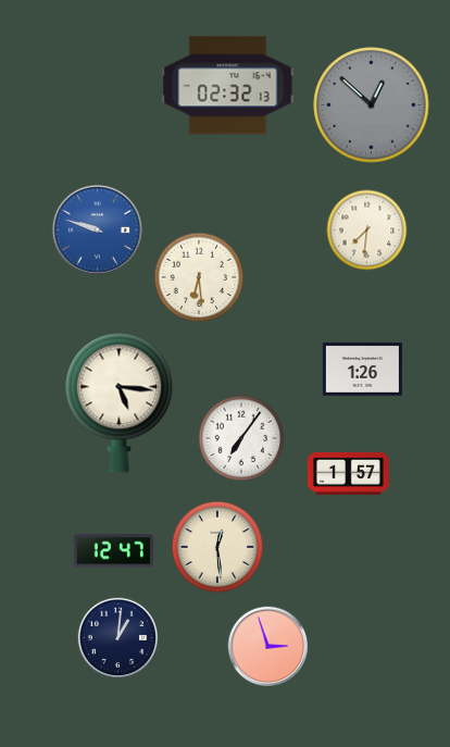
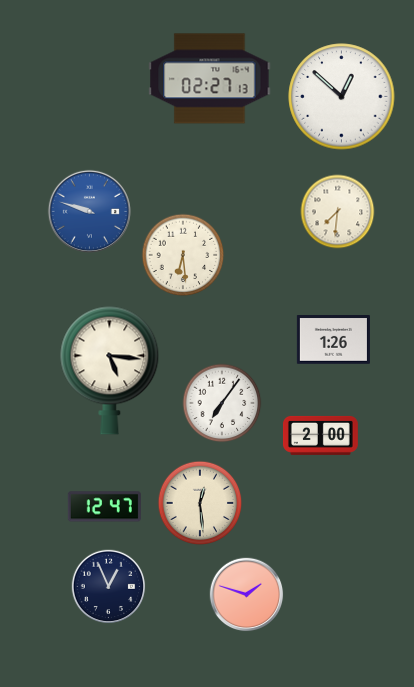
clock at (228, 86): 02:32 -> 02:27
clock at (372, 105) dial: grey -> white
clock at (348, 473): 1:57 -> 2:00
clock at (118, 638): 1:01 -> 12:56
clock at (268, 647): 2:57 -> 1:48
